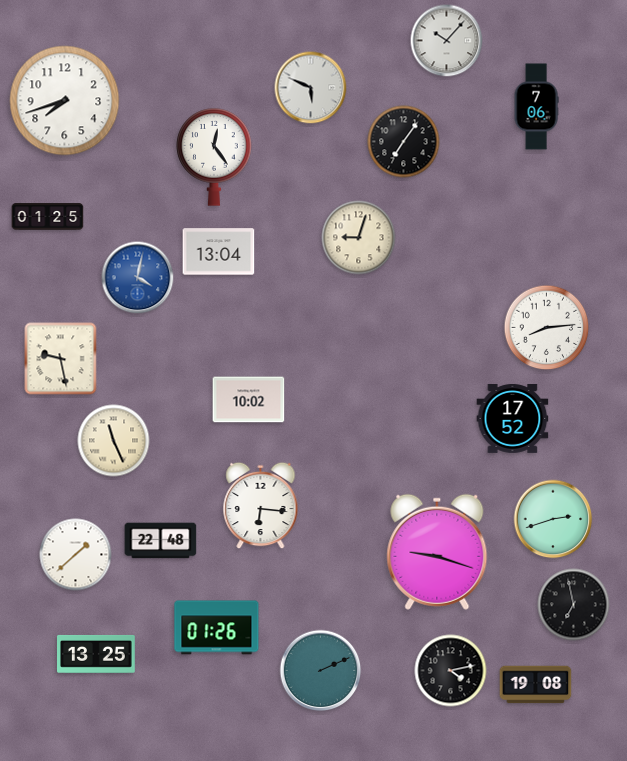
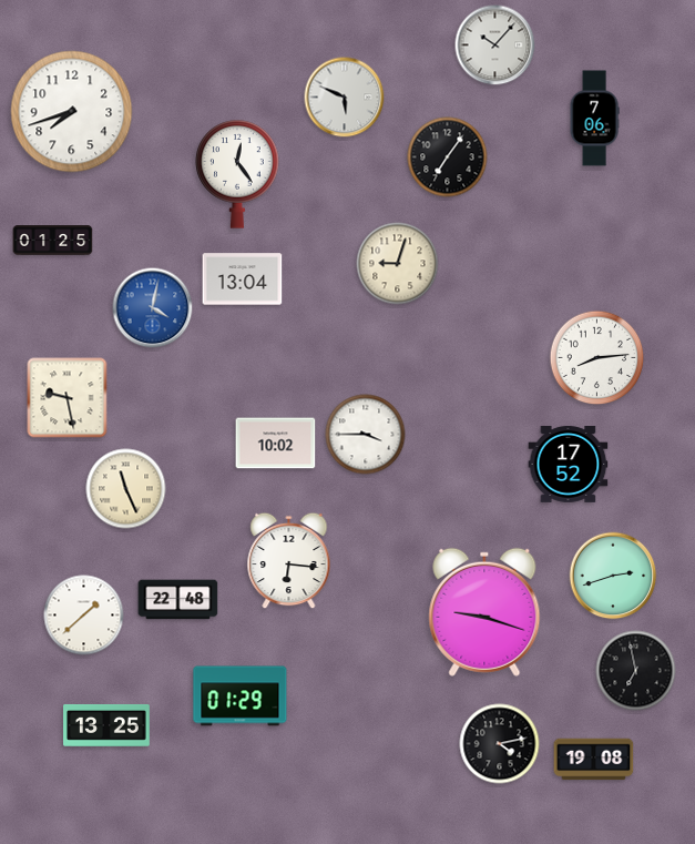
clock at (547, 328) position: (547, 328) -> (597, 358)
clock at (366, 435): none -> 3:45
clock at (217, 628): 01:26 -> 01:29
clock at (321, 671): 2:11 -> none
